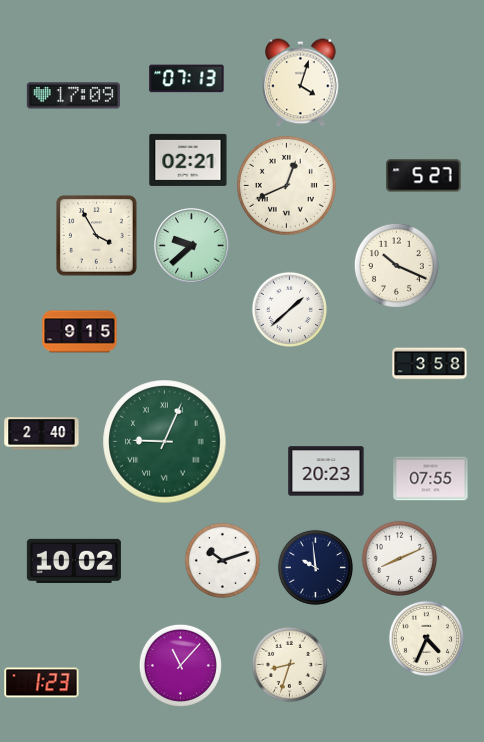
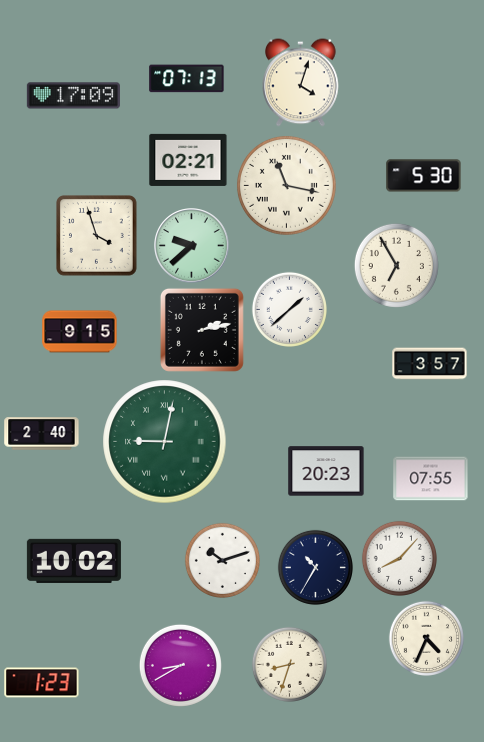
clock at (424, 176): 5:27 -> 5:30
clock at (286, 185): 12:41 -> 11:17
clock at (97, 236): 3:55 -> 3:57
clock at (396, 265): 10:19 -> 6:55
clock at (202, 330): none -> 2:13
clock at (430, 364): 3:58 -> 3:57
clock at (165, 442): 9:04 -> 9:02
clock at (399, 558): 8:11 -> 8:07
clock at (315, 567): 9:59 -> 10:35
clock at (180, 665): 11:07 -> 8:40
